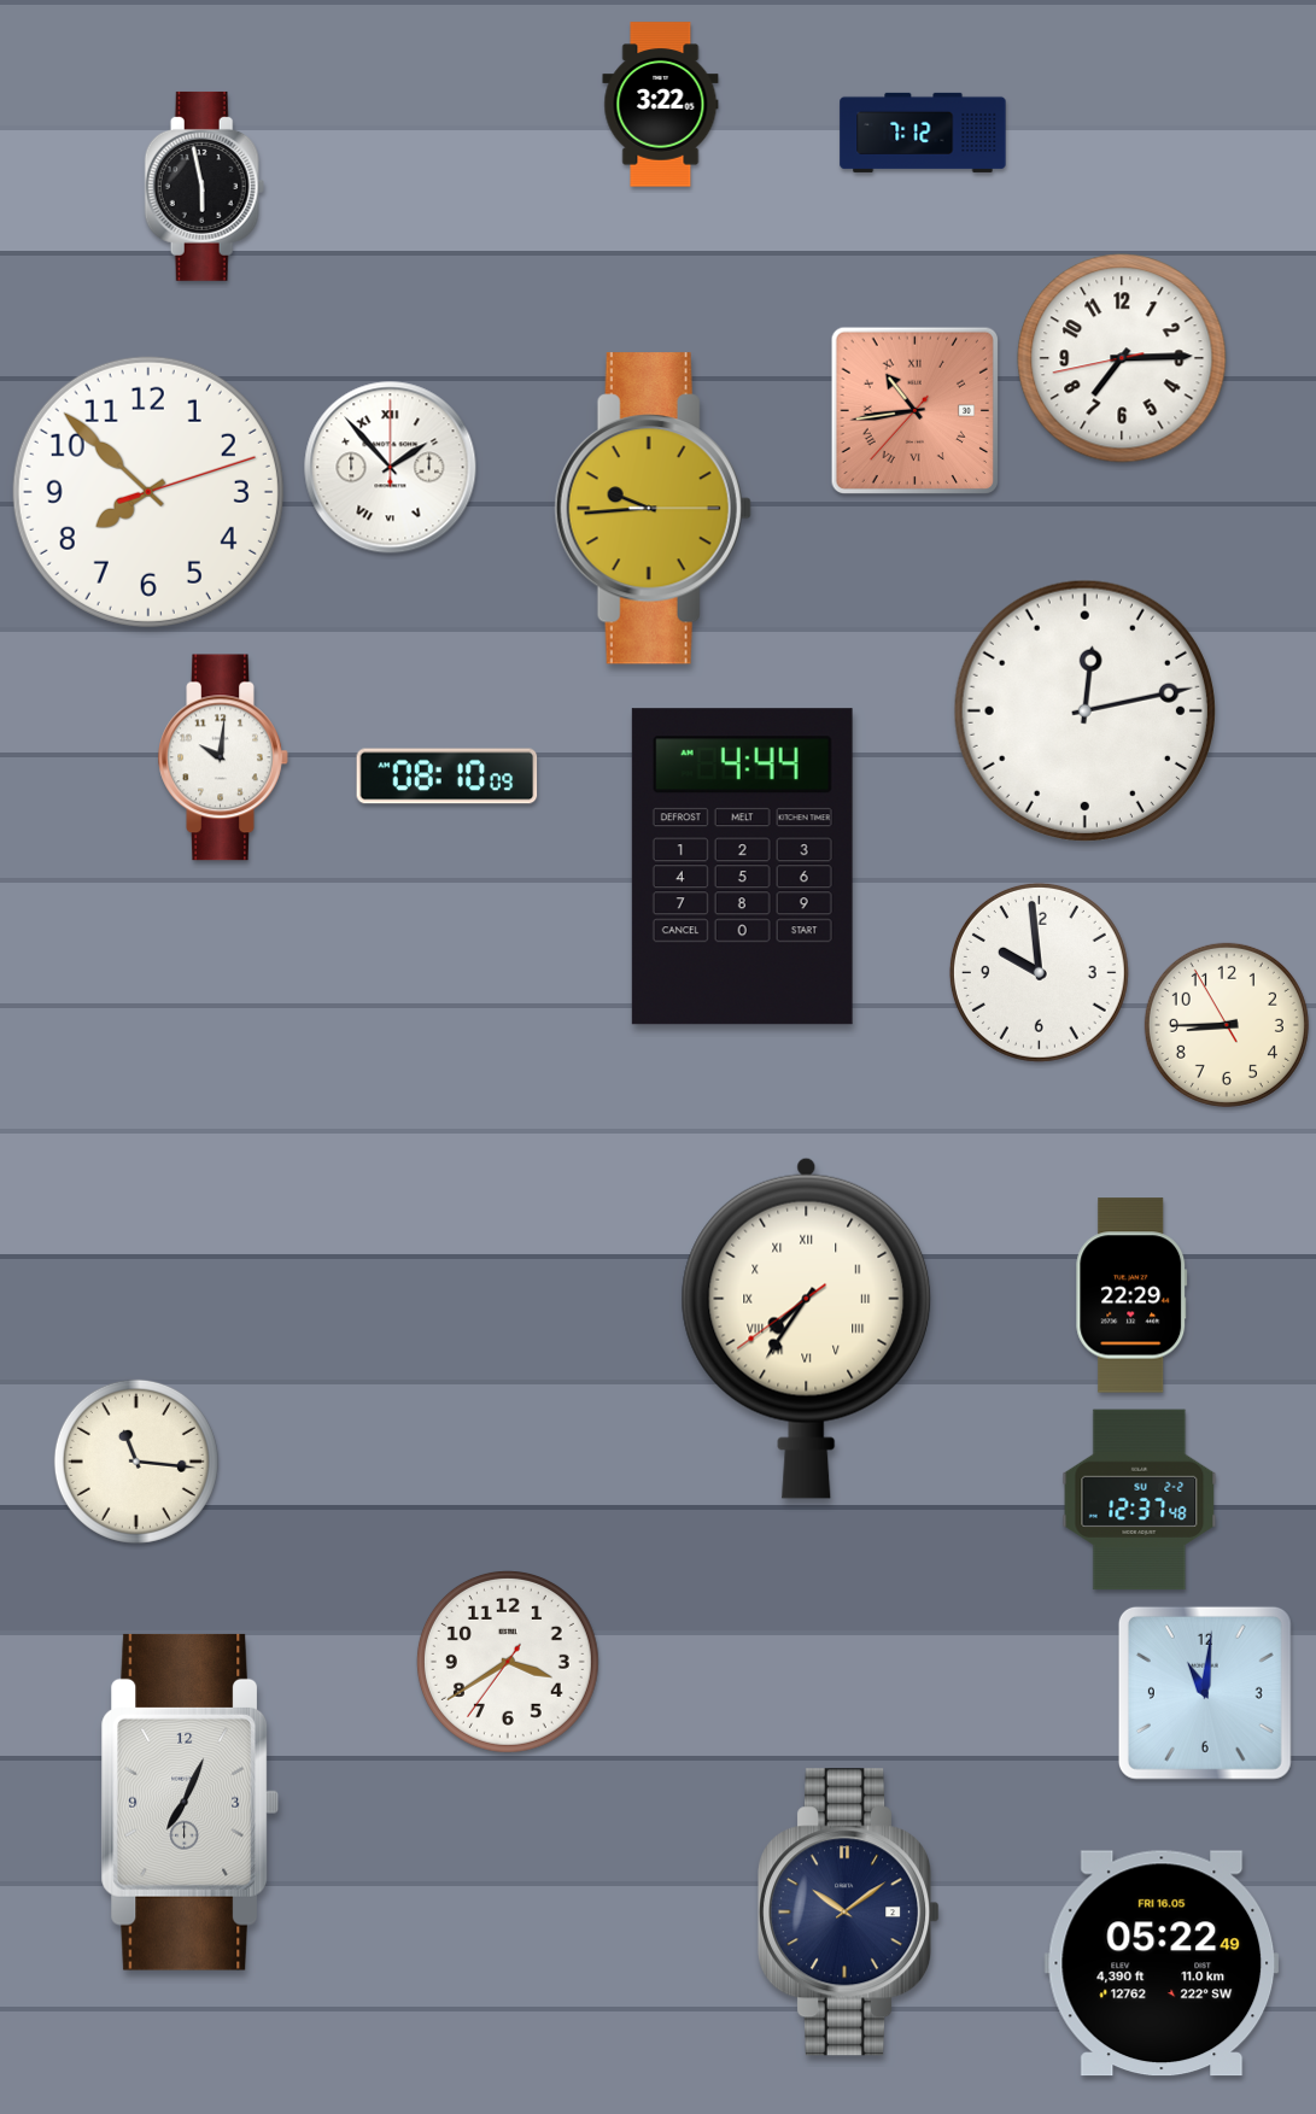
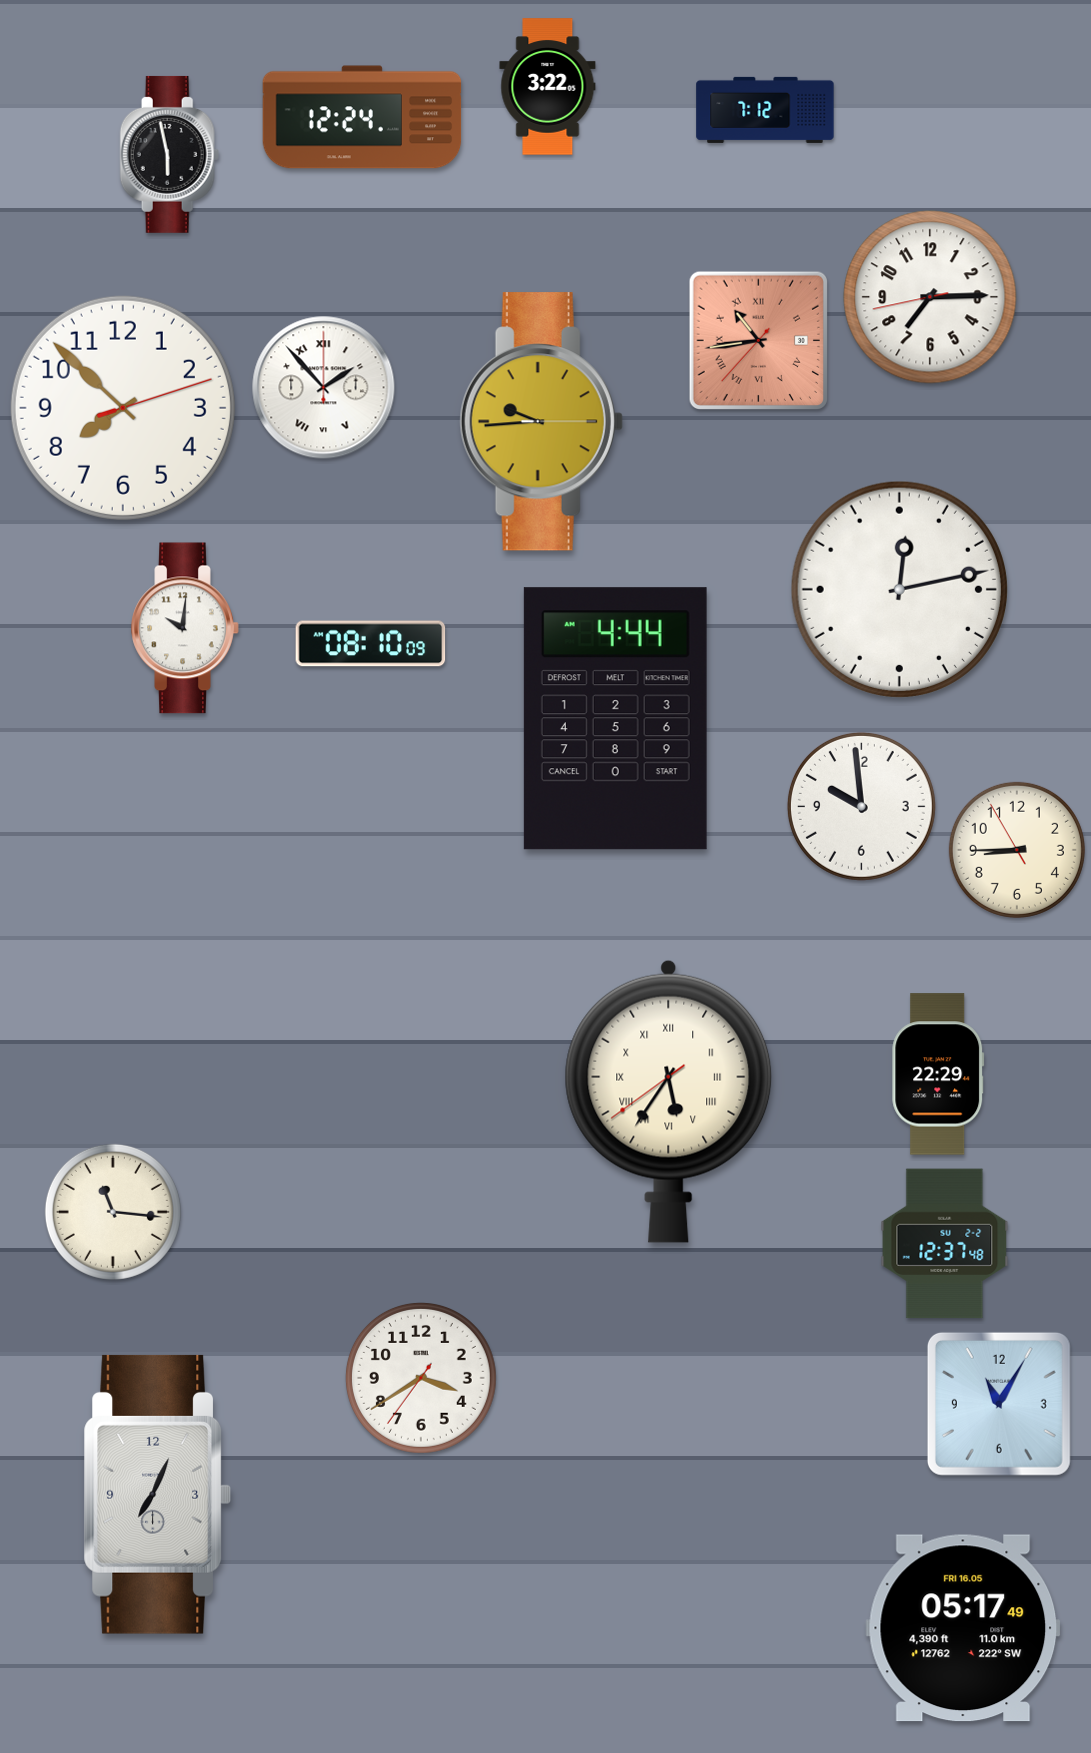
clock at (362, 117): none -> 12:24
clock at (807, 1328): 7:35 -> 5:35
clock at (1205, 1693): 11:01 -> 11:05
clock at (850, 1913): 10:09 -> none
clock at (1162, 1963): 05:22 -> 05:17
